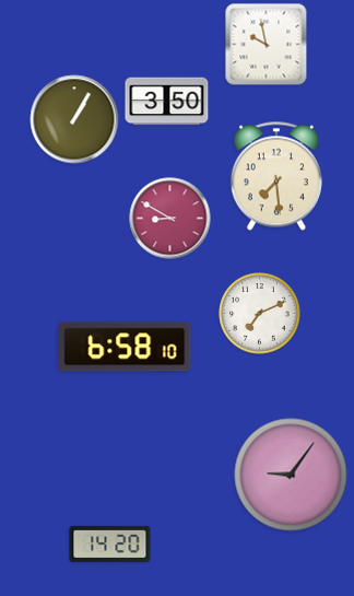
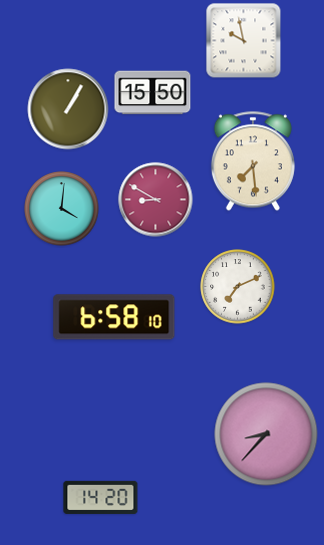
clock at (167, 102): 3:50 -> 15:50
clock at (62, 209): none -> 4:01
clock at (291, 475): 9:06 -> 8:37
